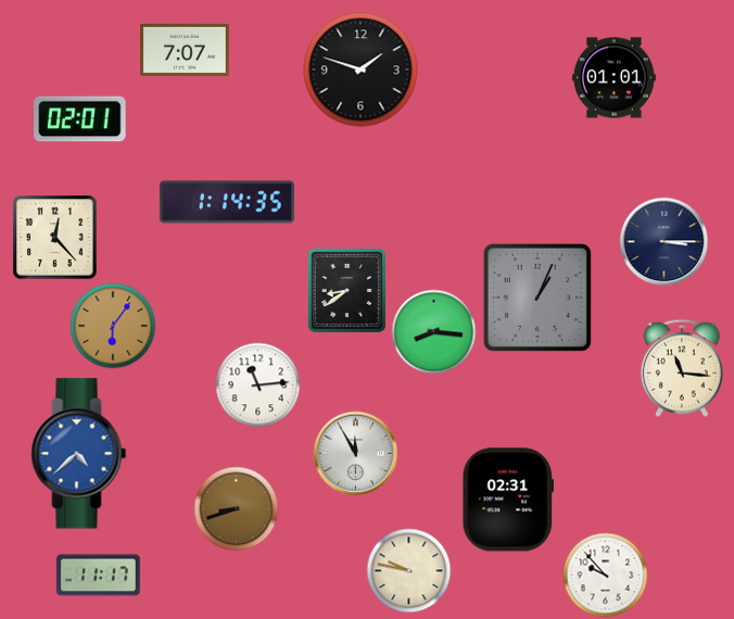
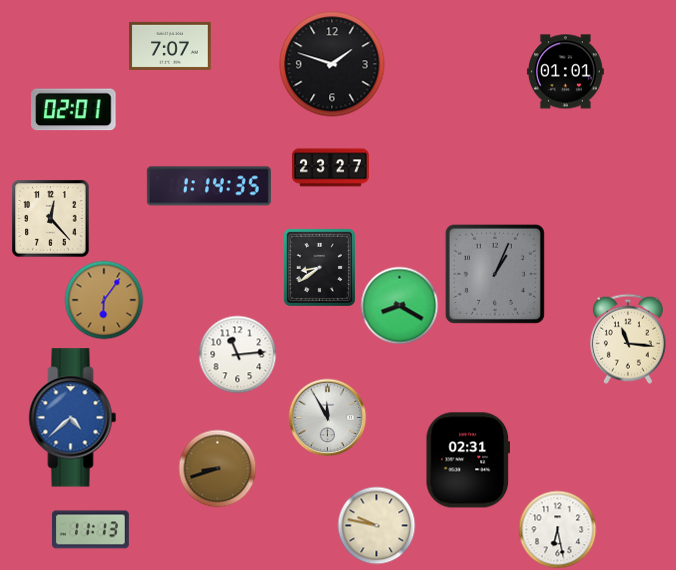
clock at (330, 168): none -> 23:27
clock at (663, 241): 3:15 -> none
clock at (433, 331): 8:16 -> 8:20
clock at (605, 574): 9:53 -> 6:28
clock at (98, 576): 11:17 -> 11:13
